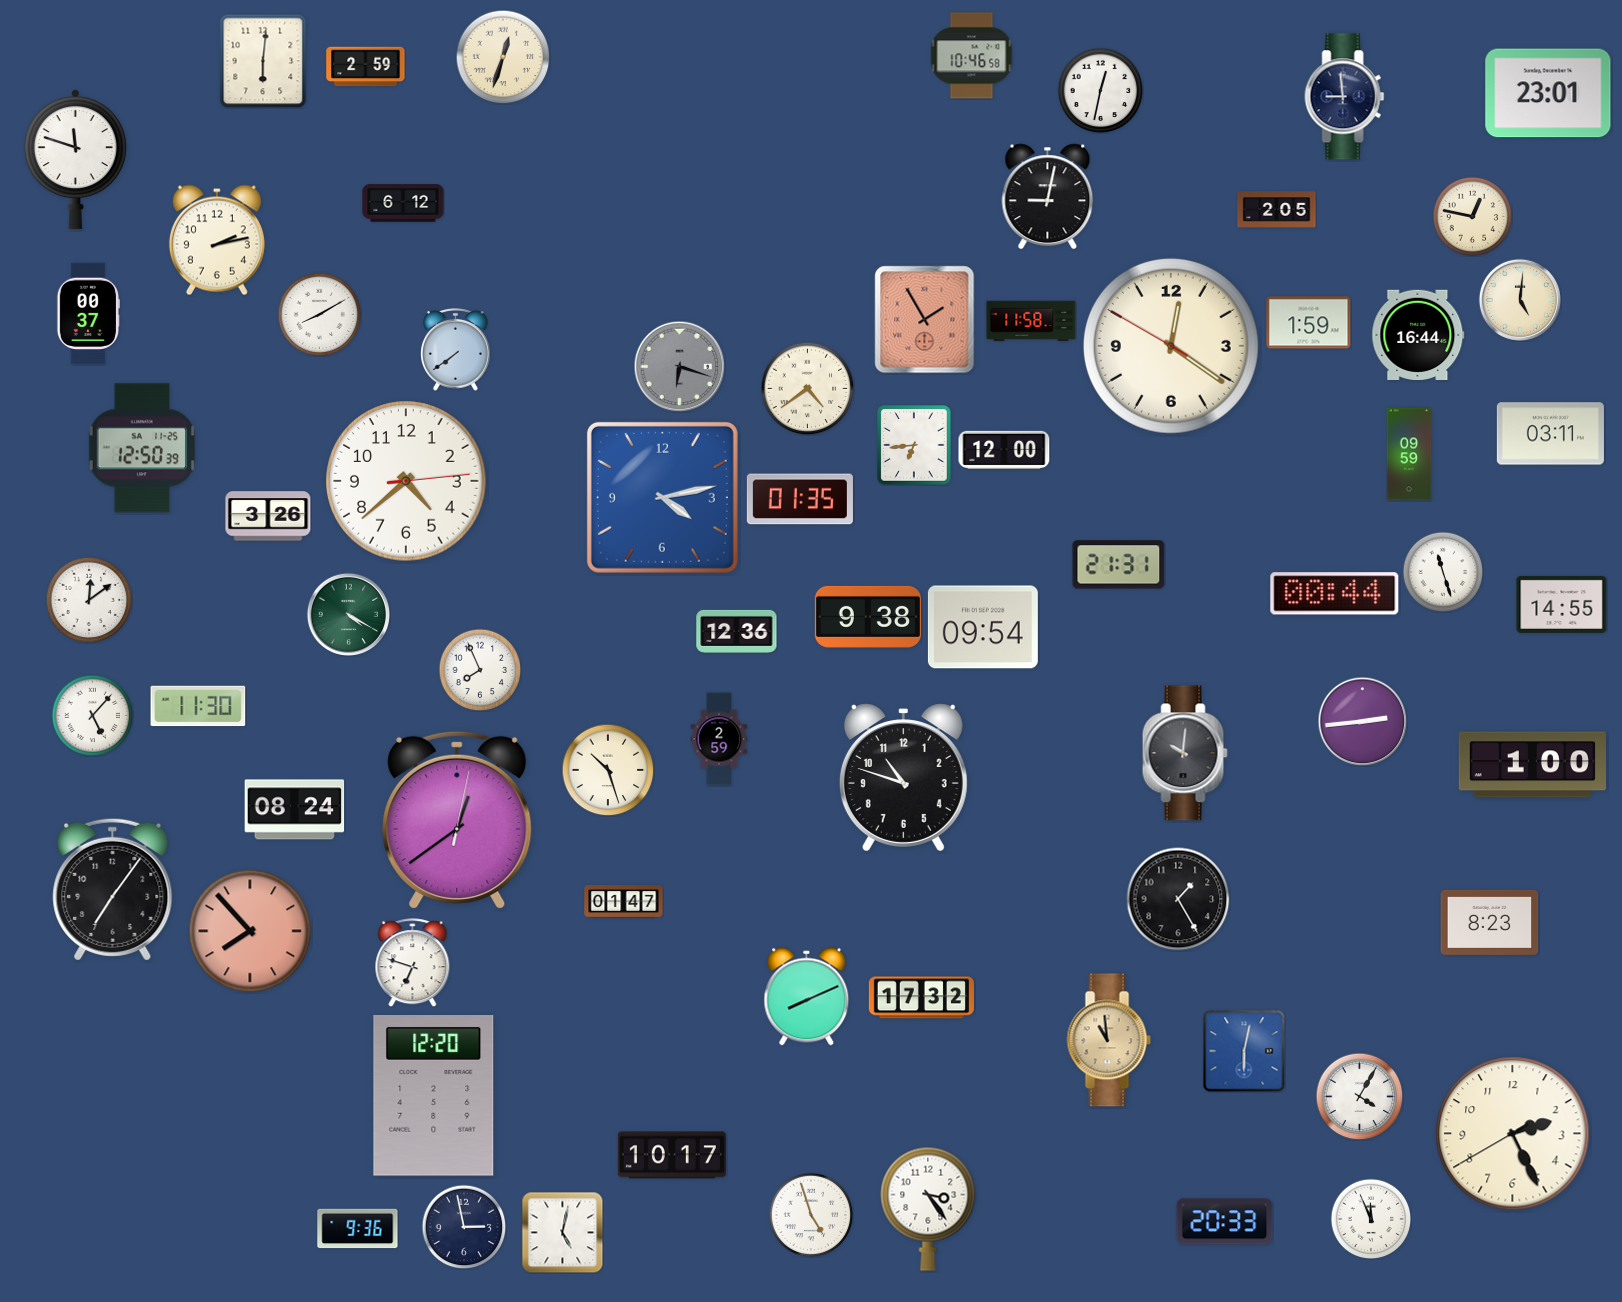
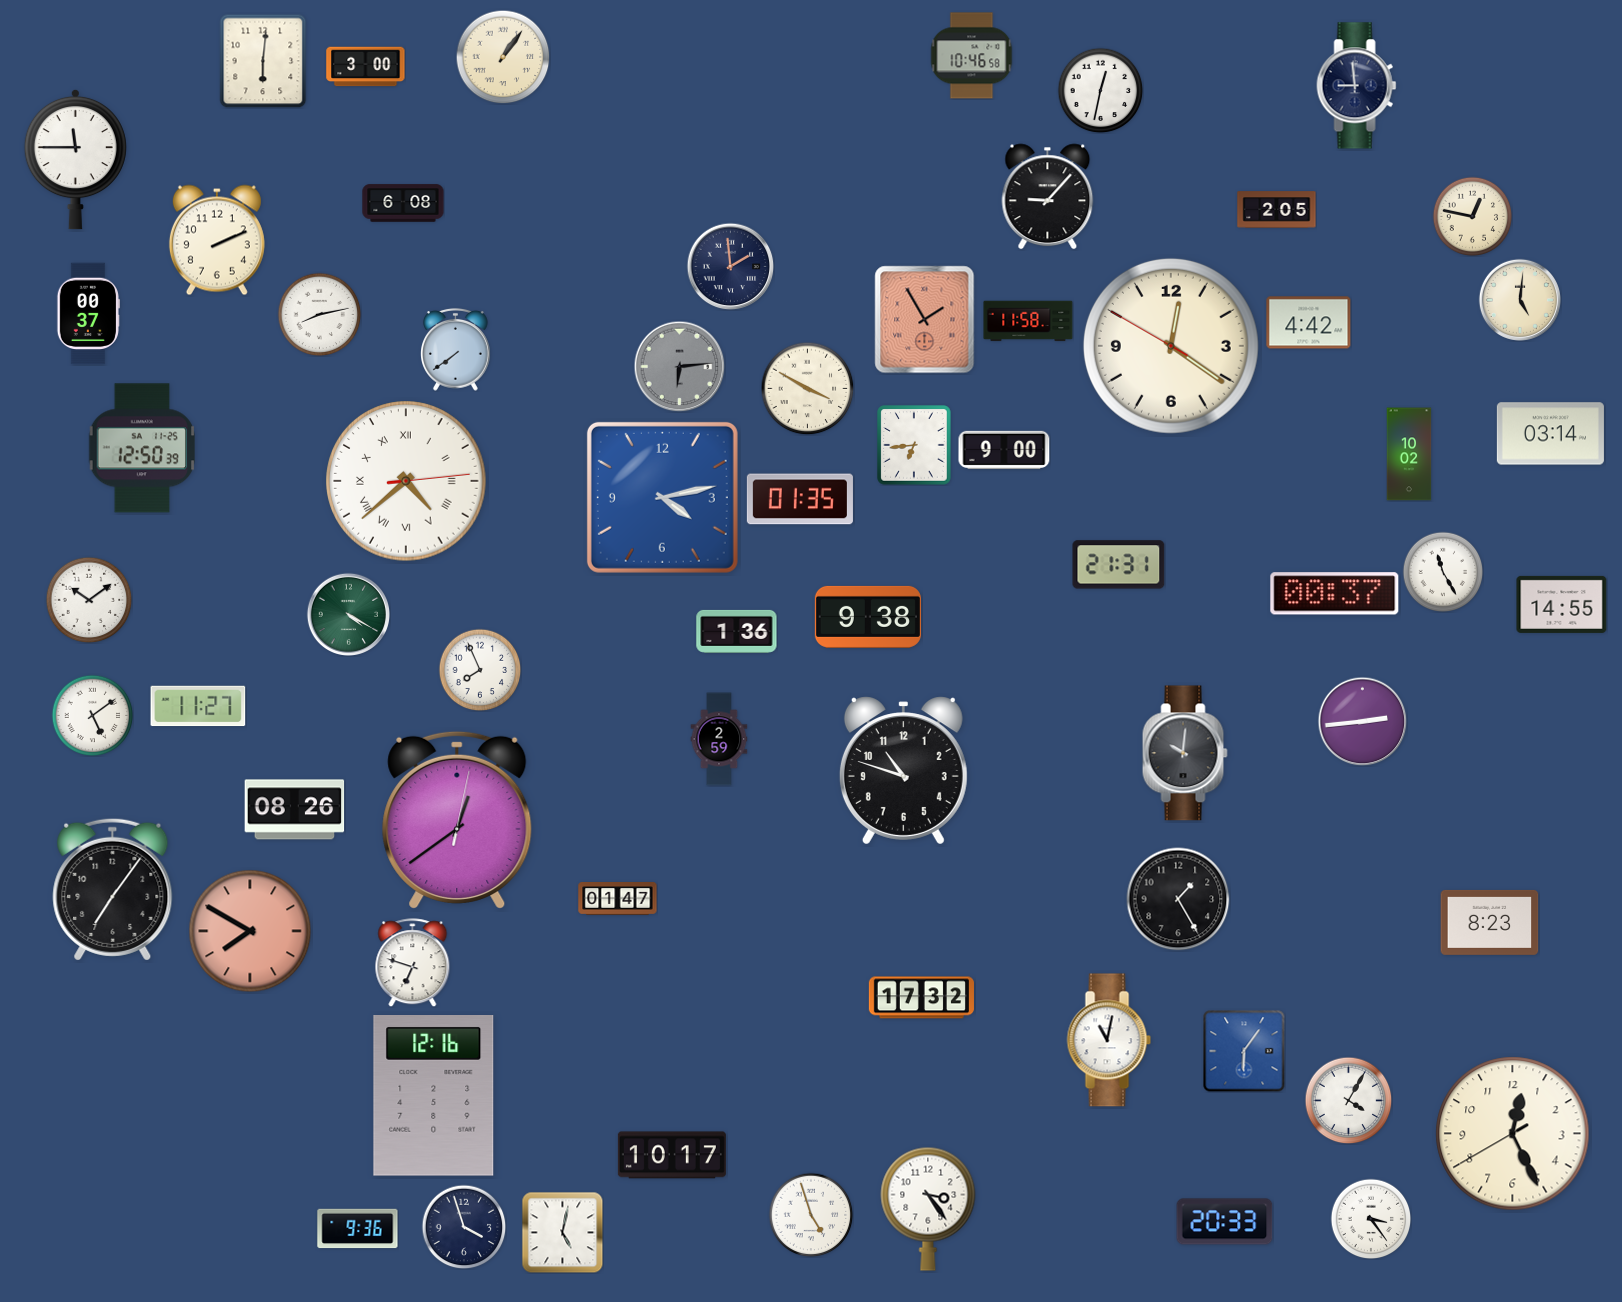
clock at (503, 57): 12:33 -> 1:06
clock at (366, 67): 2:59 -> 3:00
clock at (1548, 93): 23:01 -> none
clock at (1345, 97) position: (1345, 97) -> (1357, 86)
clock at (75, 159): 11:48 -> 11:45
clock at (1048, 197): 9:02 -> 9:07
clock at (403, 203): 6:12 -> 6:08
clock at (217, 240): 2:13 -> 2:11
clock at (730, 266): none -> 1:59
clock at (319, 314): 8:10 -> 8:13
clock at (1031, 321) position: (1031, 321) -> (1028, 321)
clock at (1309, 323): 1:59 -> 4:42
clock at (1418, 334): 16:44 -> none
clock at (679, 366): 6:18 -> 6:14
clock at (807, 388): 4:39 -> 3:50
clock at (1550, 434): 03:11 -> 03:14
clock at (1004, 449): 12:00 -> 9:00
clock at (1409, 454): 09:59 -> 10:02
clock at (406, 481) numerals: Arabic -> Roman
clock at (268, 516): 3:26 -> none
clock at (1443, 572): 11:27 -> 11:25
clock at (1335, 594): 00:44 -> 00:37
clock at (89, 600): 12:09 -> 10:09
clock at (983, 627): 09:54 -> none
clock at (737, 631): 12:36 -> 1:36
clock at (198, 706): 11:30 -> 11:27
clock at (92, 715): 5:07 -> 5:09
clock at (1532, 765): 1:00 -> none
clock at (608, 770): 10:27 -> none
clock at (903, 778) position: (903, 778) -> (903, 771)
clock at (295, 810): 08:24 -> 08:26
clock at (624, 902) position: (624, 902) -> (618, 899)
clock at (250, 931): 7:53 -> 7:50
clock at (807, 997): 8:11 -> none
clock at (1109, 1040): 10:59 -> 11:02
clock at (1109, 1040) dial: champagne -> white
clock at (1244, 1051): 6:02 -> 6:06
clock at (434, 1096): 12:20 -> 12:16
clock at (1359, 1096) position: (1359, 1096) -> (1348, 1100)
clock at (1513, 1134): 2:25 -> 12:25
clock at (1371, 1219): 11:56 -> 3:24
clock at (464, 1227): 2:58 -> 3:57
